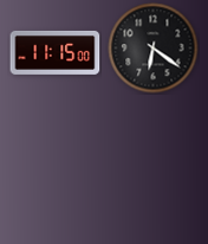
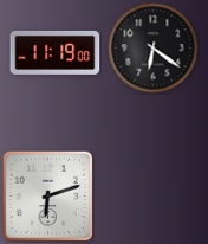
clock at (56, 52): 11:15 -> 11:19
clock at (47, 195): none -> 6:12
